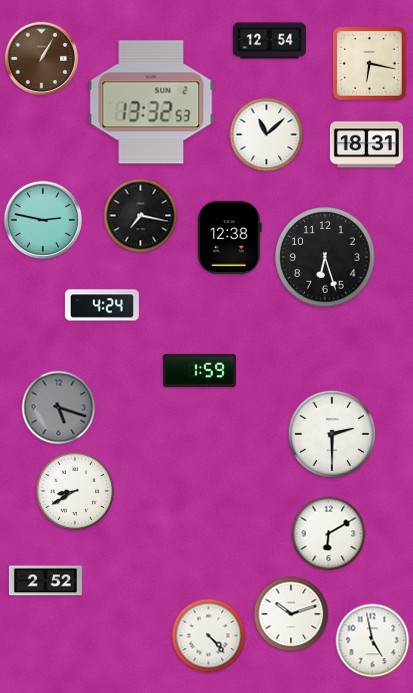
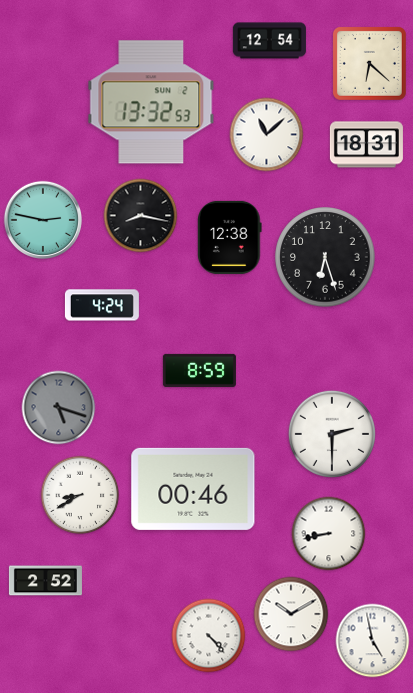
clock at (42, 59): 1:05 -> none
clock at (369, 63): 6:17 -> 6:22
clock at (141, 216): 7:17 -> 8:17
clock at (199, 370): 1:59 -> 8:59
clock at (193, 489): none -> 00:46
clock at (75, 491) position: (75, 491) -> (80, 495)
clock at (329, 534): 6:10 -> 8:43
clock at (291, 614): 10:12 -> 10:10
